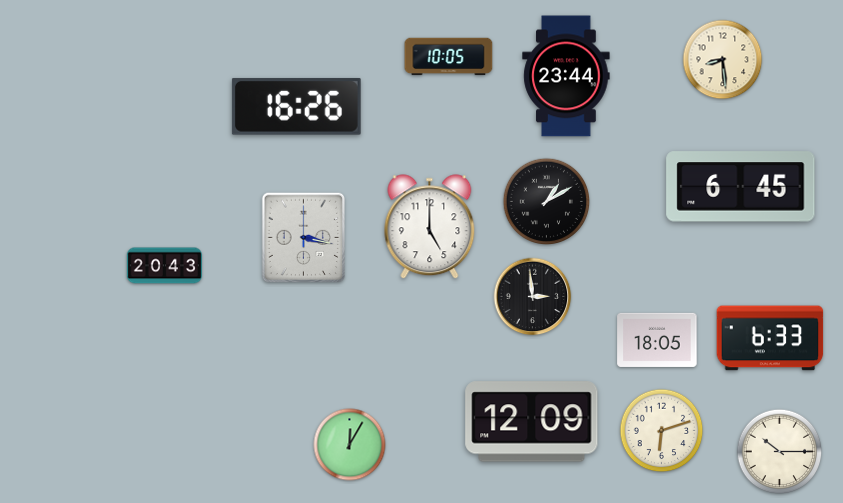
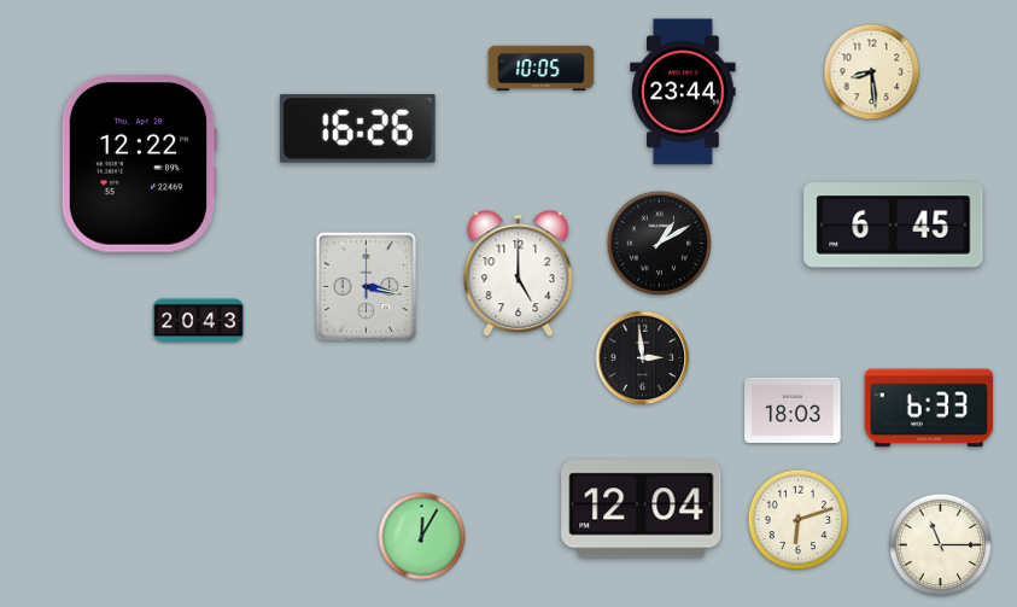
clock at (139, 164): none -> 12:22
clock at (657, 340): 18:05 -> 18:03
clock at (532, 422): 12:09 -> 12:04
clock at (780, 452): 10:15 -> 11:15
